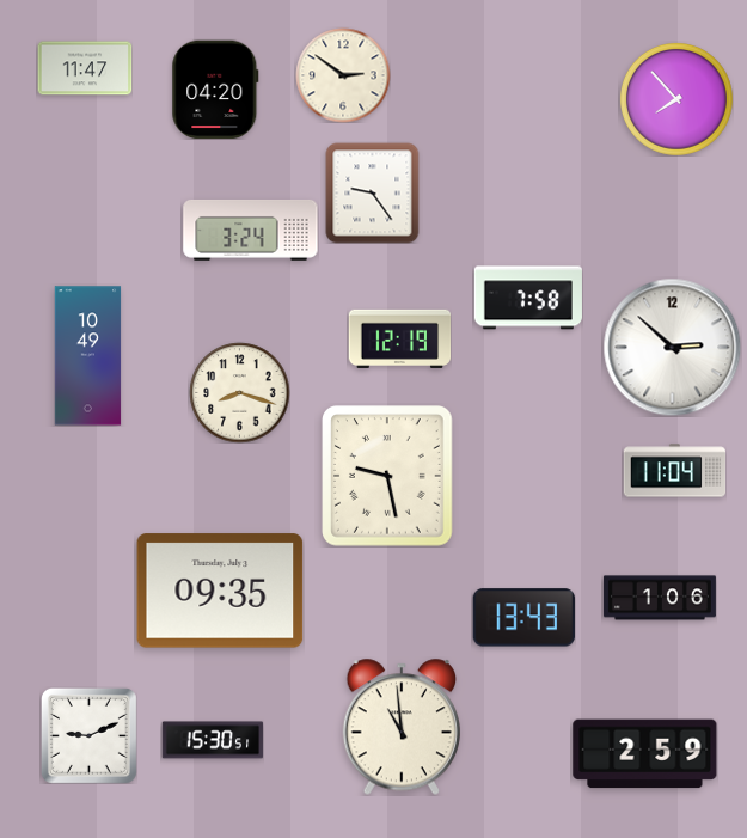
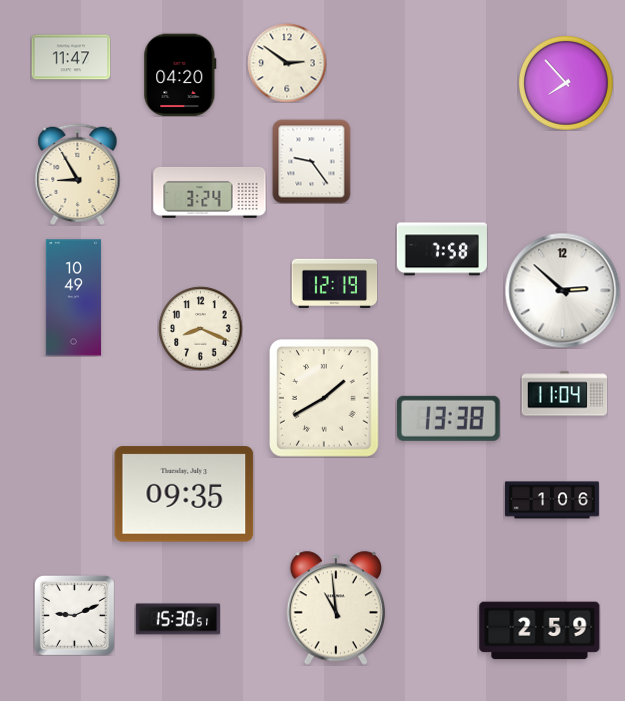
clock at (78, 174): none -> 8:55
clock at (239, 392): 8:18 -> 8:19
clock at (388, 476): 9:28 -> 1:40
clock at (448, 418): none -> 13:38
clock at (523, 618): 13:43 -> none
